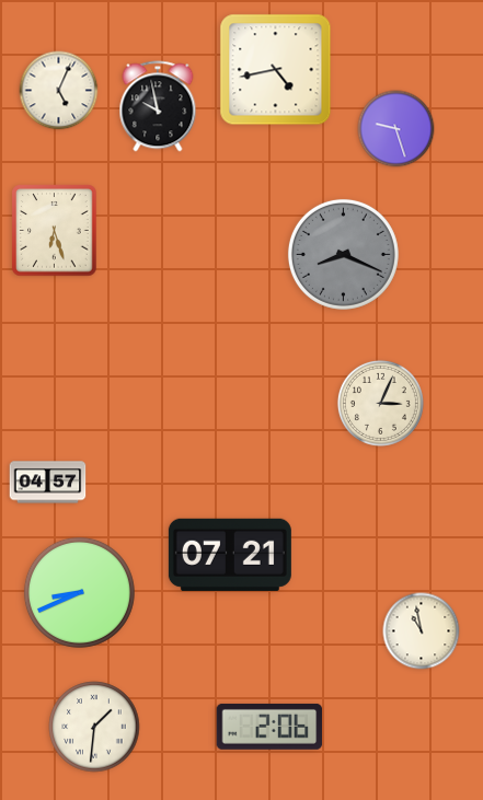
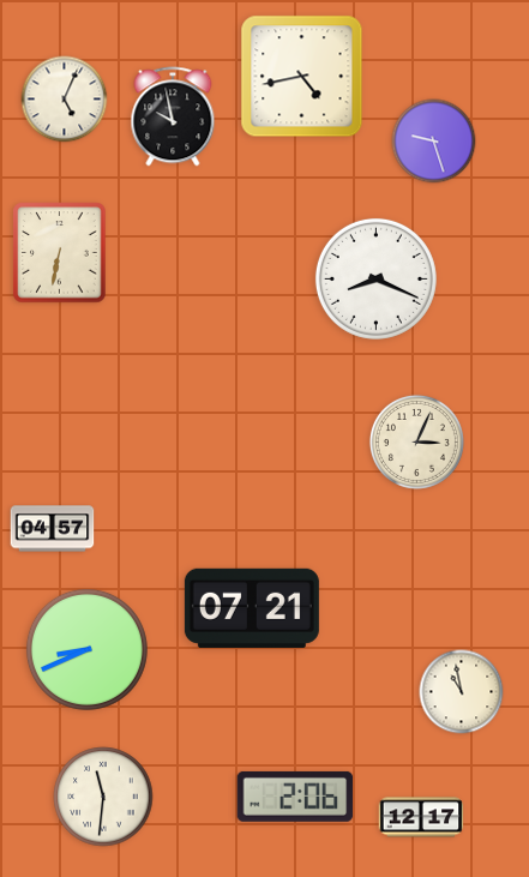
clock at (55, 231): 6:27 -> 6:32
clock at (343, 254) dial: grey -> white
clock at (94, 727): 1:31 -> 11:31
clock at (421, 817): none -> 12:17
